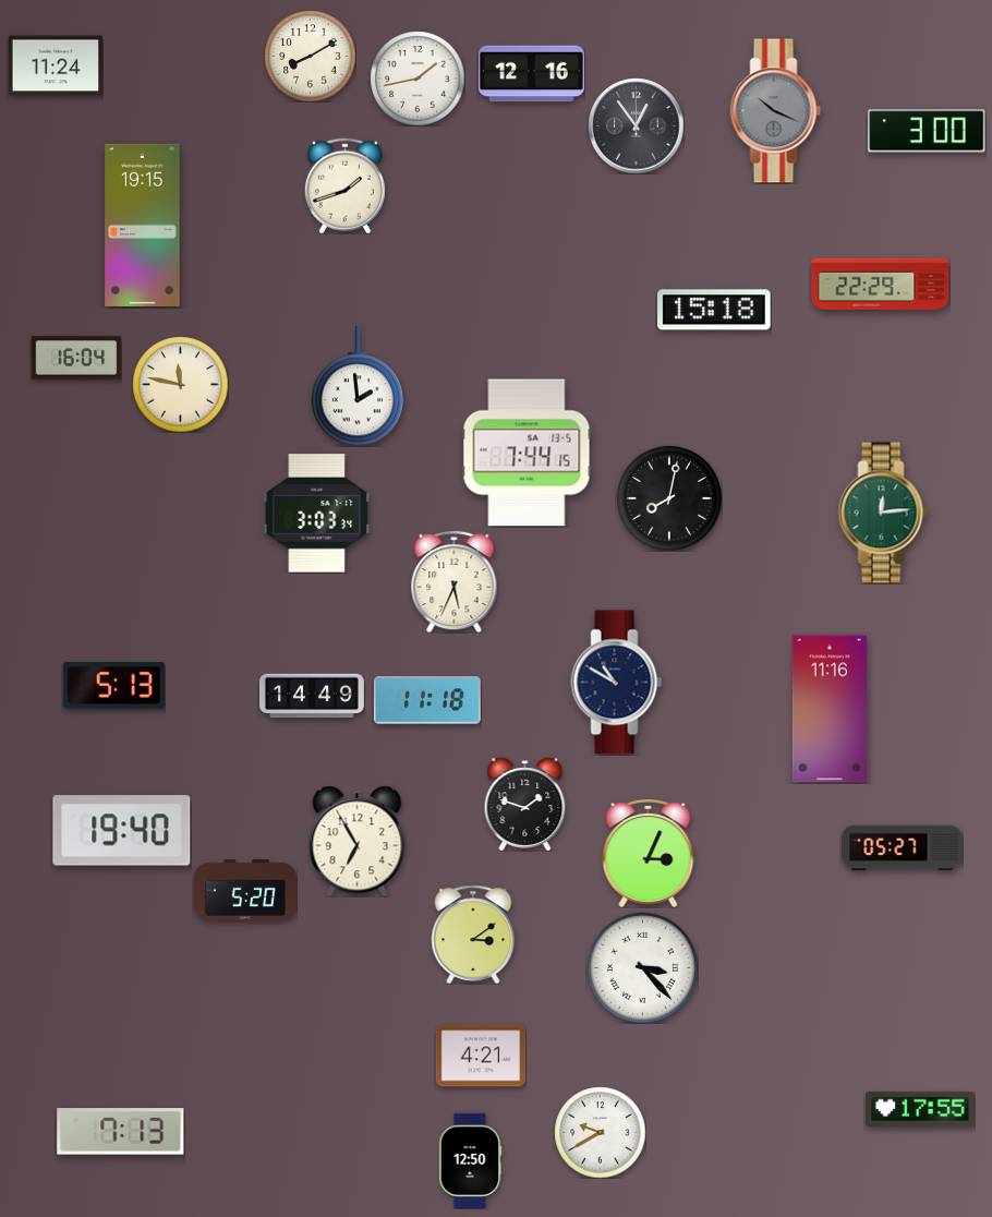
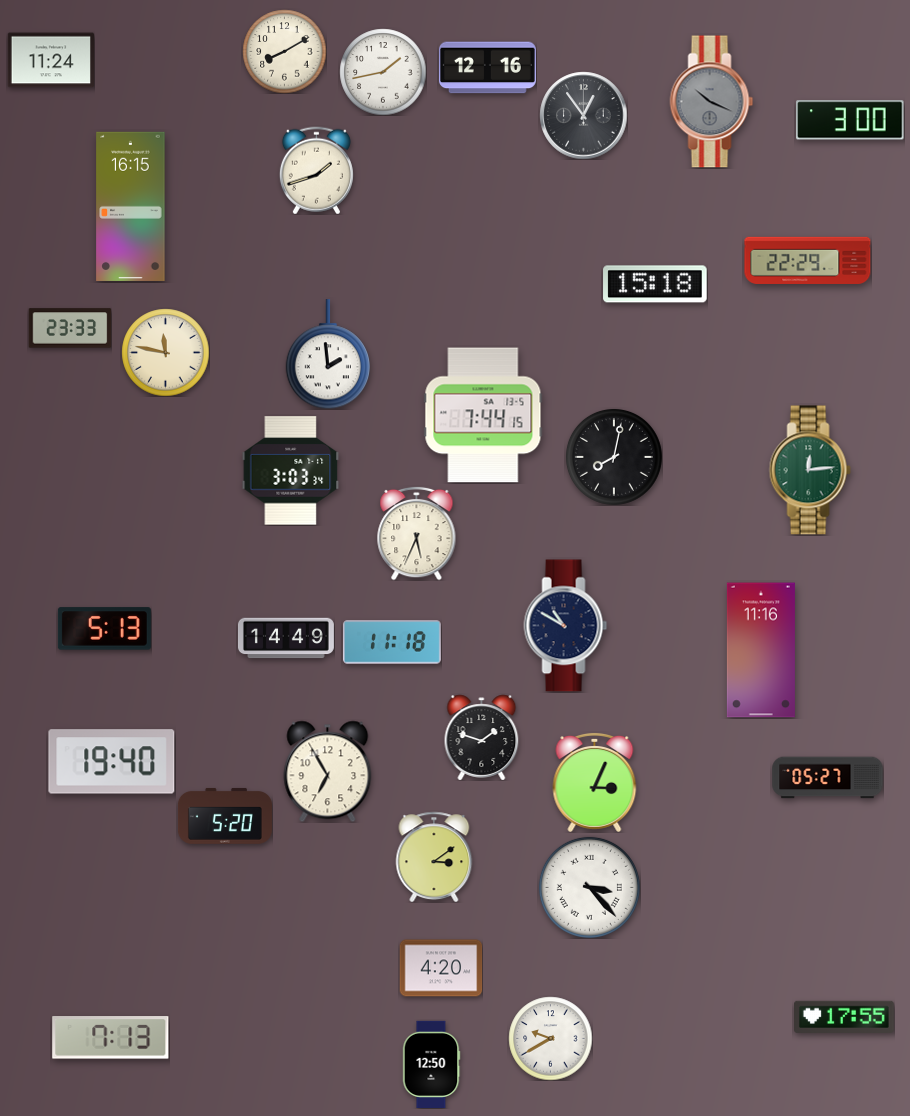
clock at (143, 225): 19:15 -> 16:15
clock at (76, 358): 16:04 -> 23:33
clock at (481, 1056): 4:21 -> 4:20
